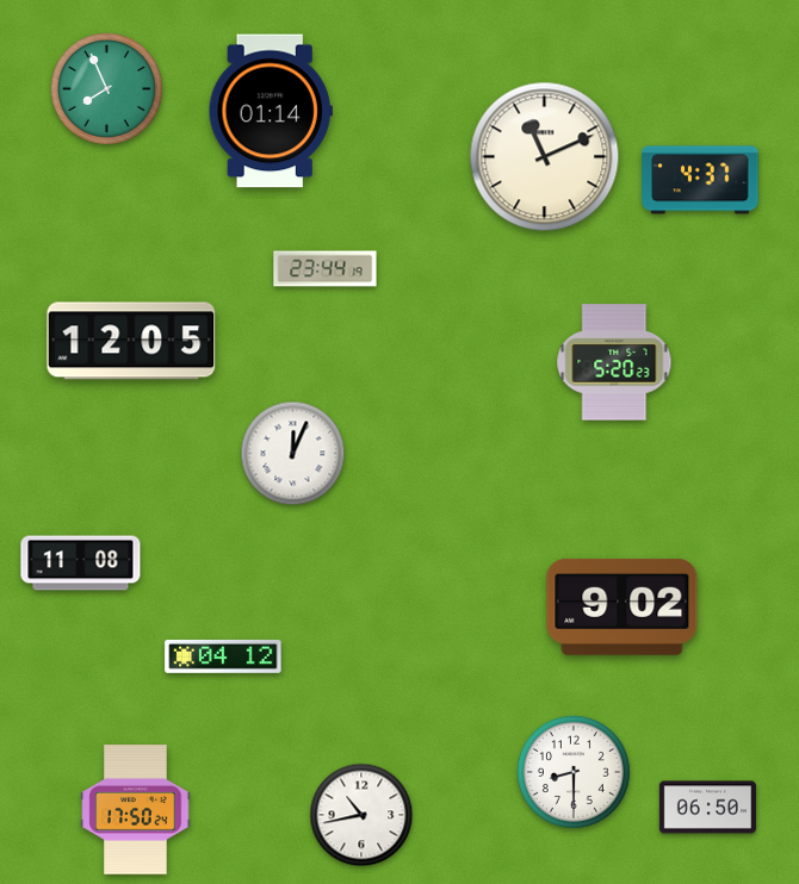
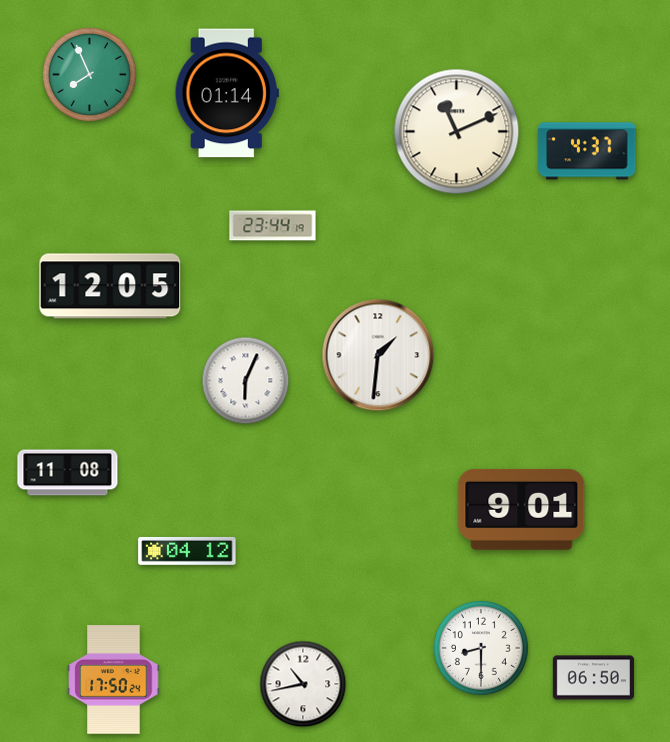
clock at (614, 362): 5:20 -> none
clock at (378, 355): none -> 1:31
clock at (293, 454): 12:04 -> 6:04
clock at (623, 606): 9:02 -> 9:01
